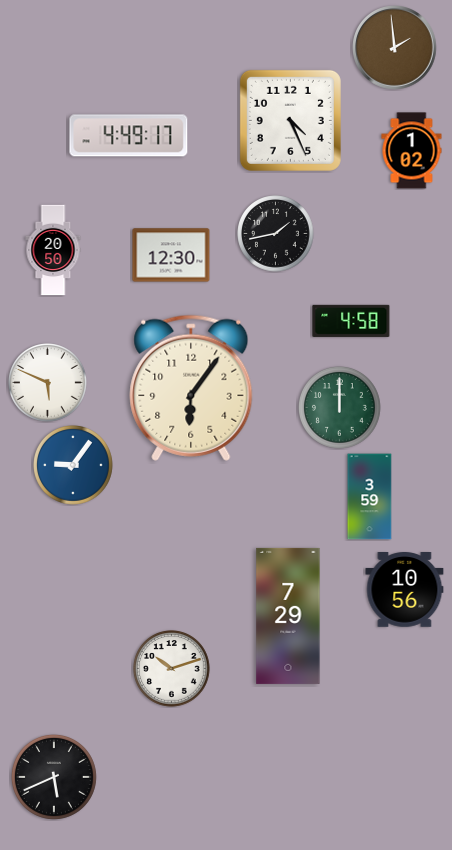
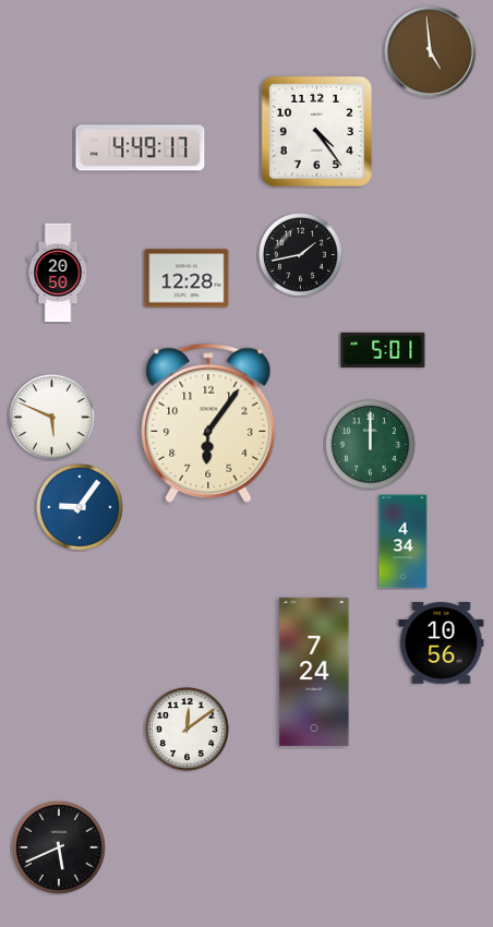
clock at (395, 48): 1:59 -> 4:59
clock at (290, 120): 4:26 -> 4:24
clock at (412, 151): 1:02 -> none
clock at (171, 255): 12:30 -> 12:28
clock at (351, 321): 4:58 -> 5:01
clock at (370, 497): 3:59 -> 4:34
clock at (288, 616): 7:29 -> 7:24
clock at (172, 669): 10:12 -> 12:09
